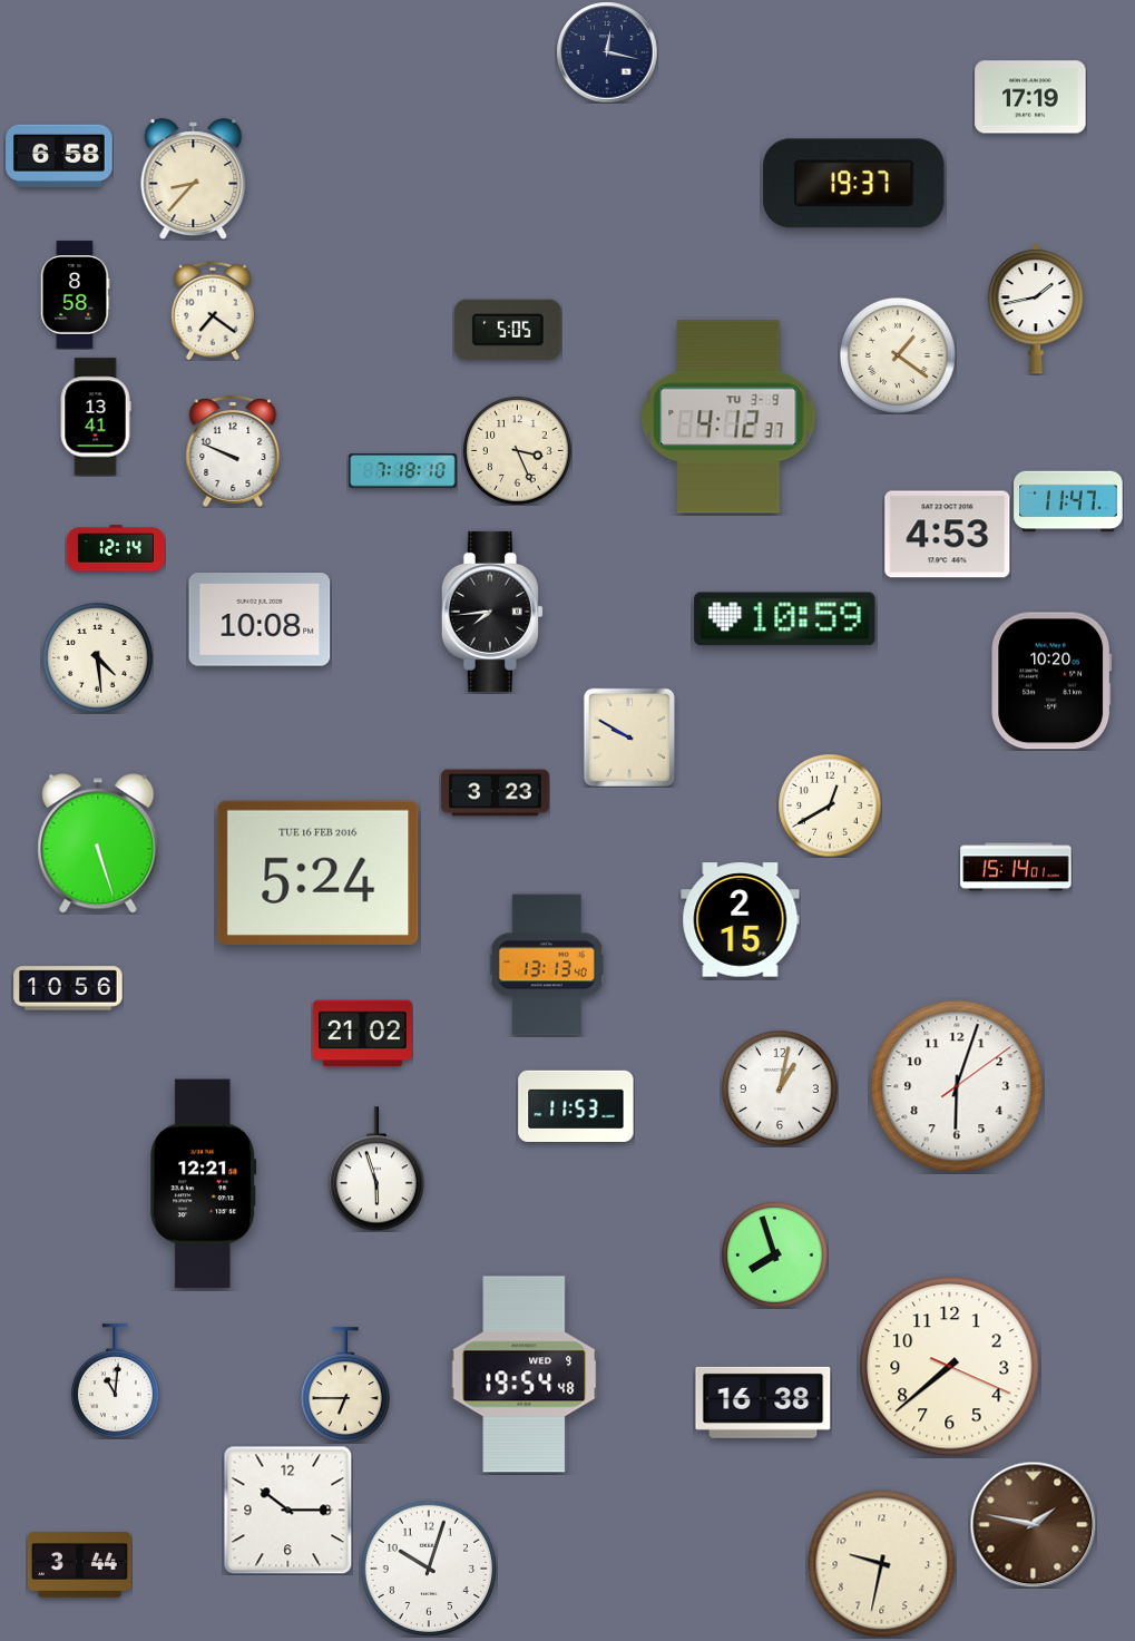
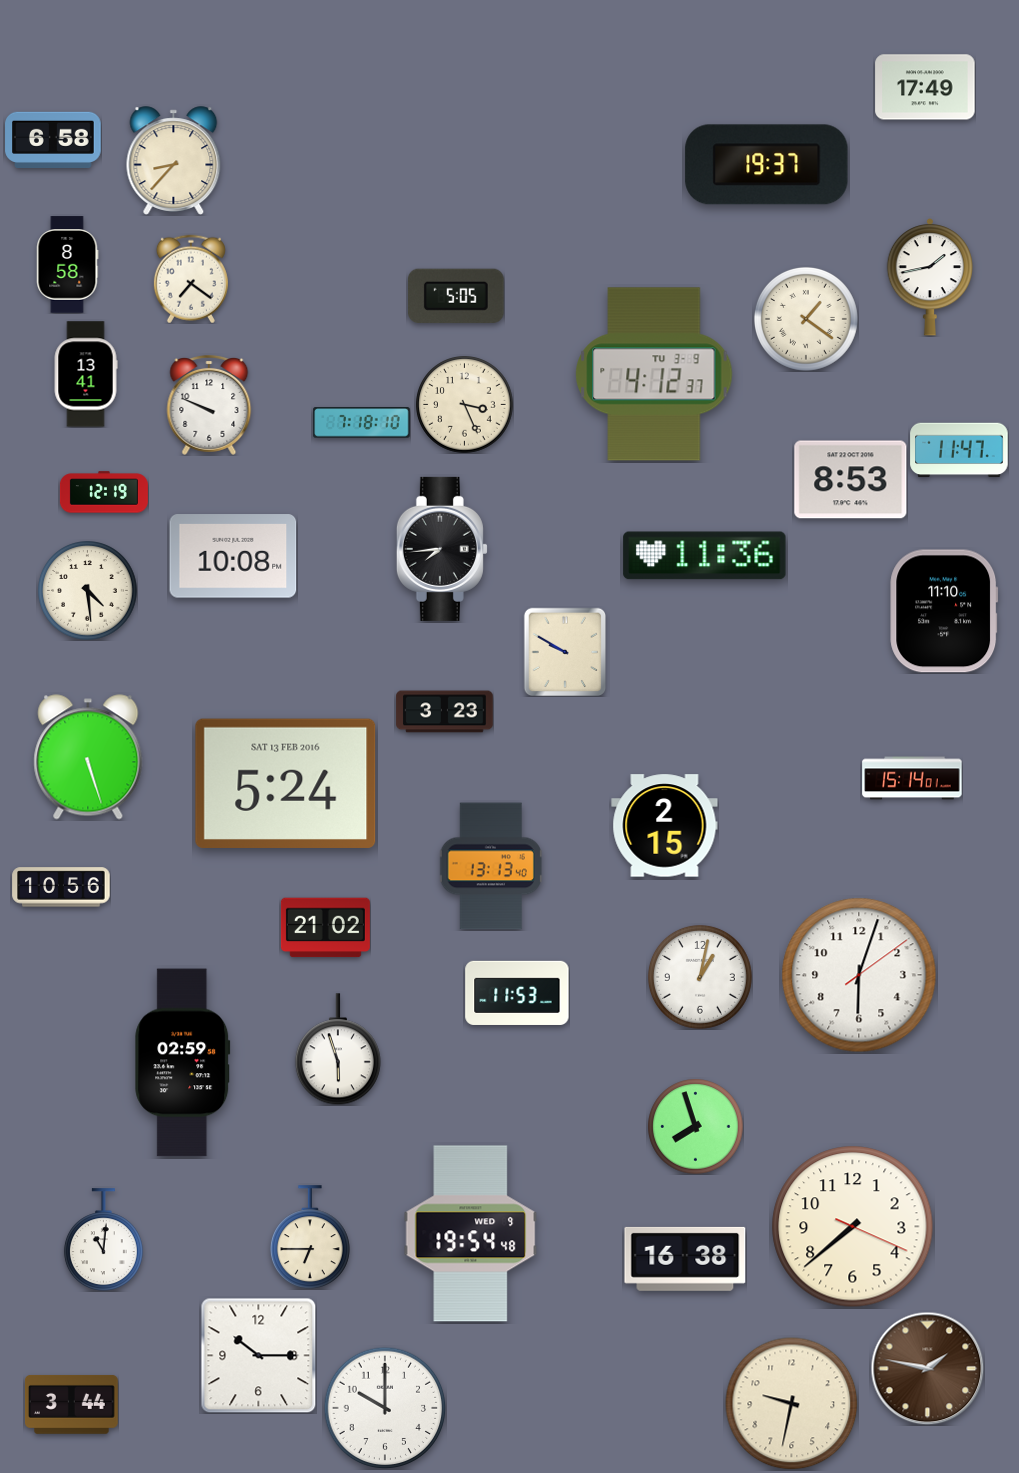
clock at (607, 52): 12:17 -> none
clock at (1030, 97): 17:19 -> 17:49
clock at (948, 535): 4:53 -> 8:53
clock at (116, 548): 12:14 -> 12:19
clock at (785, 619): 10:59 -> 11:36
clock at (1051, 681): 10:20 -> 11:10
clock at (629, 738) position: (629, 738) -> (565, 652)
clock at (830, 805): 12:40 -> none
clock at (319, 872) date: TUE 16 FEB 2016 -> SAT 13 FEB 2016
clock at (204, 1184): 12:21 -> 02:59
clock at (345, 1385) position: (345, 1385) -> (310, 1237)
clock at (429, 1569): 10:03 -> 10:00
